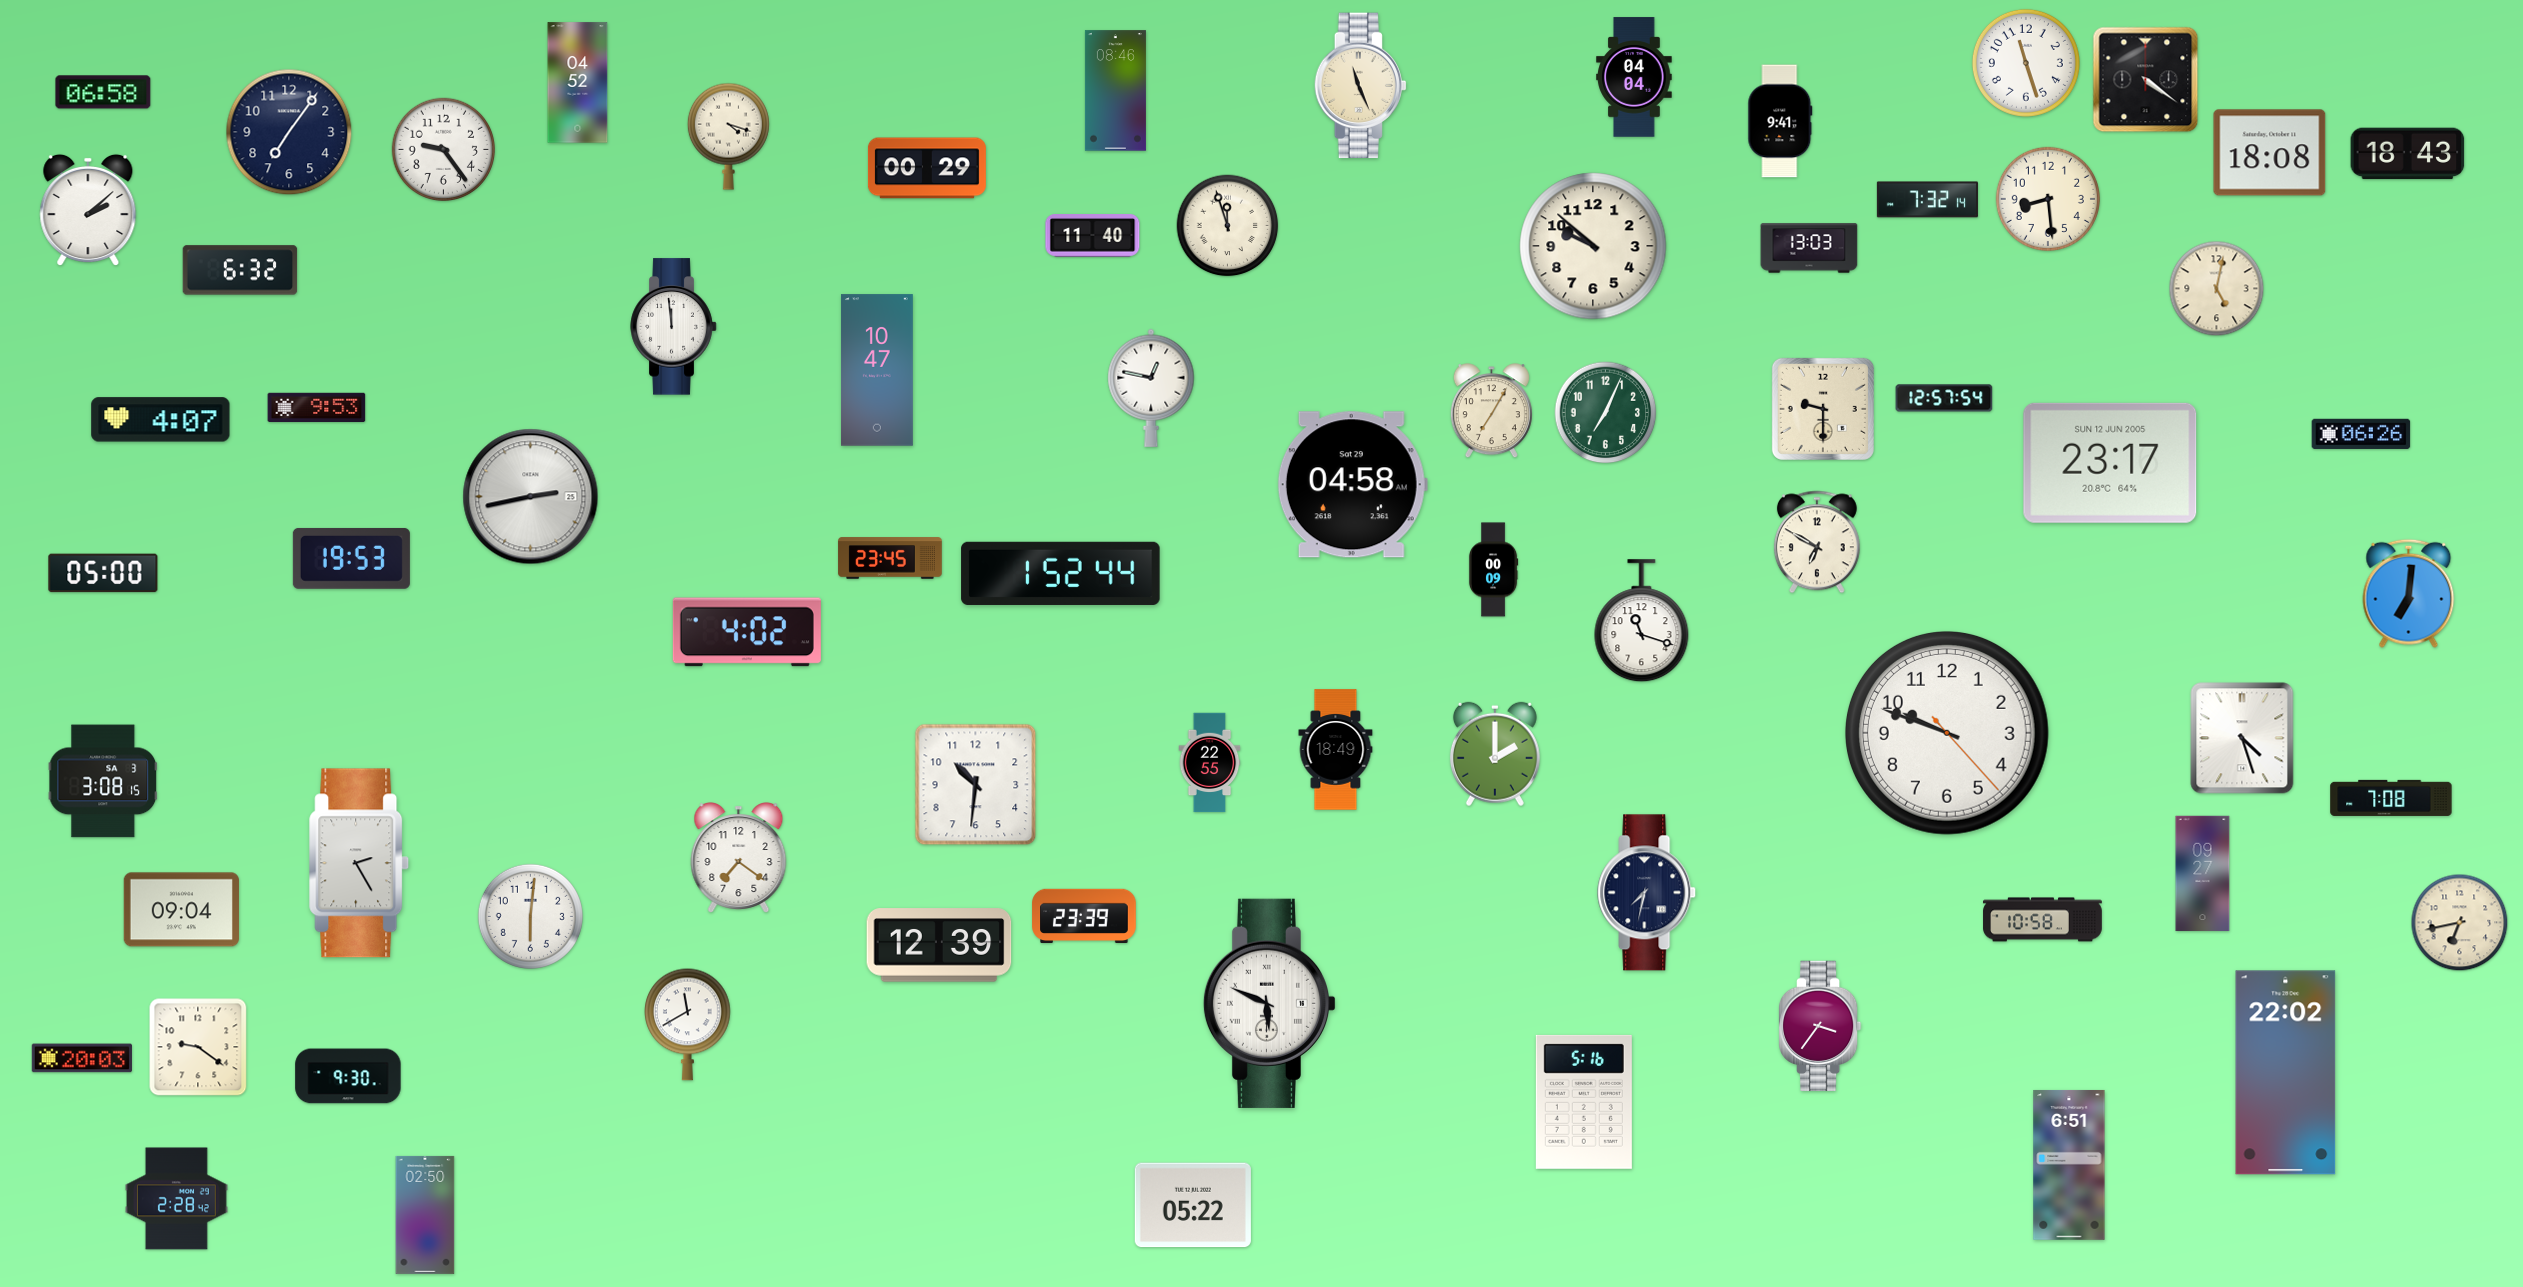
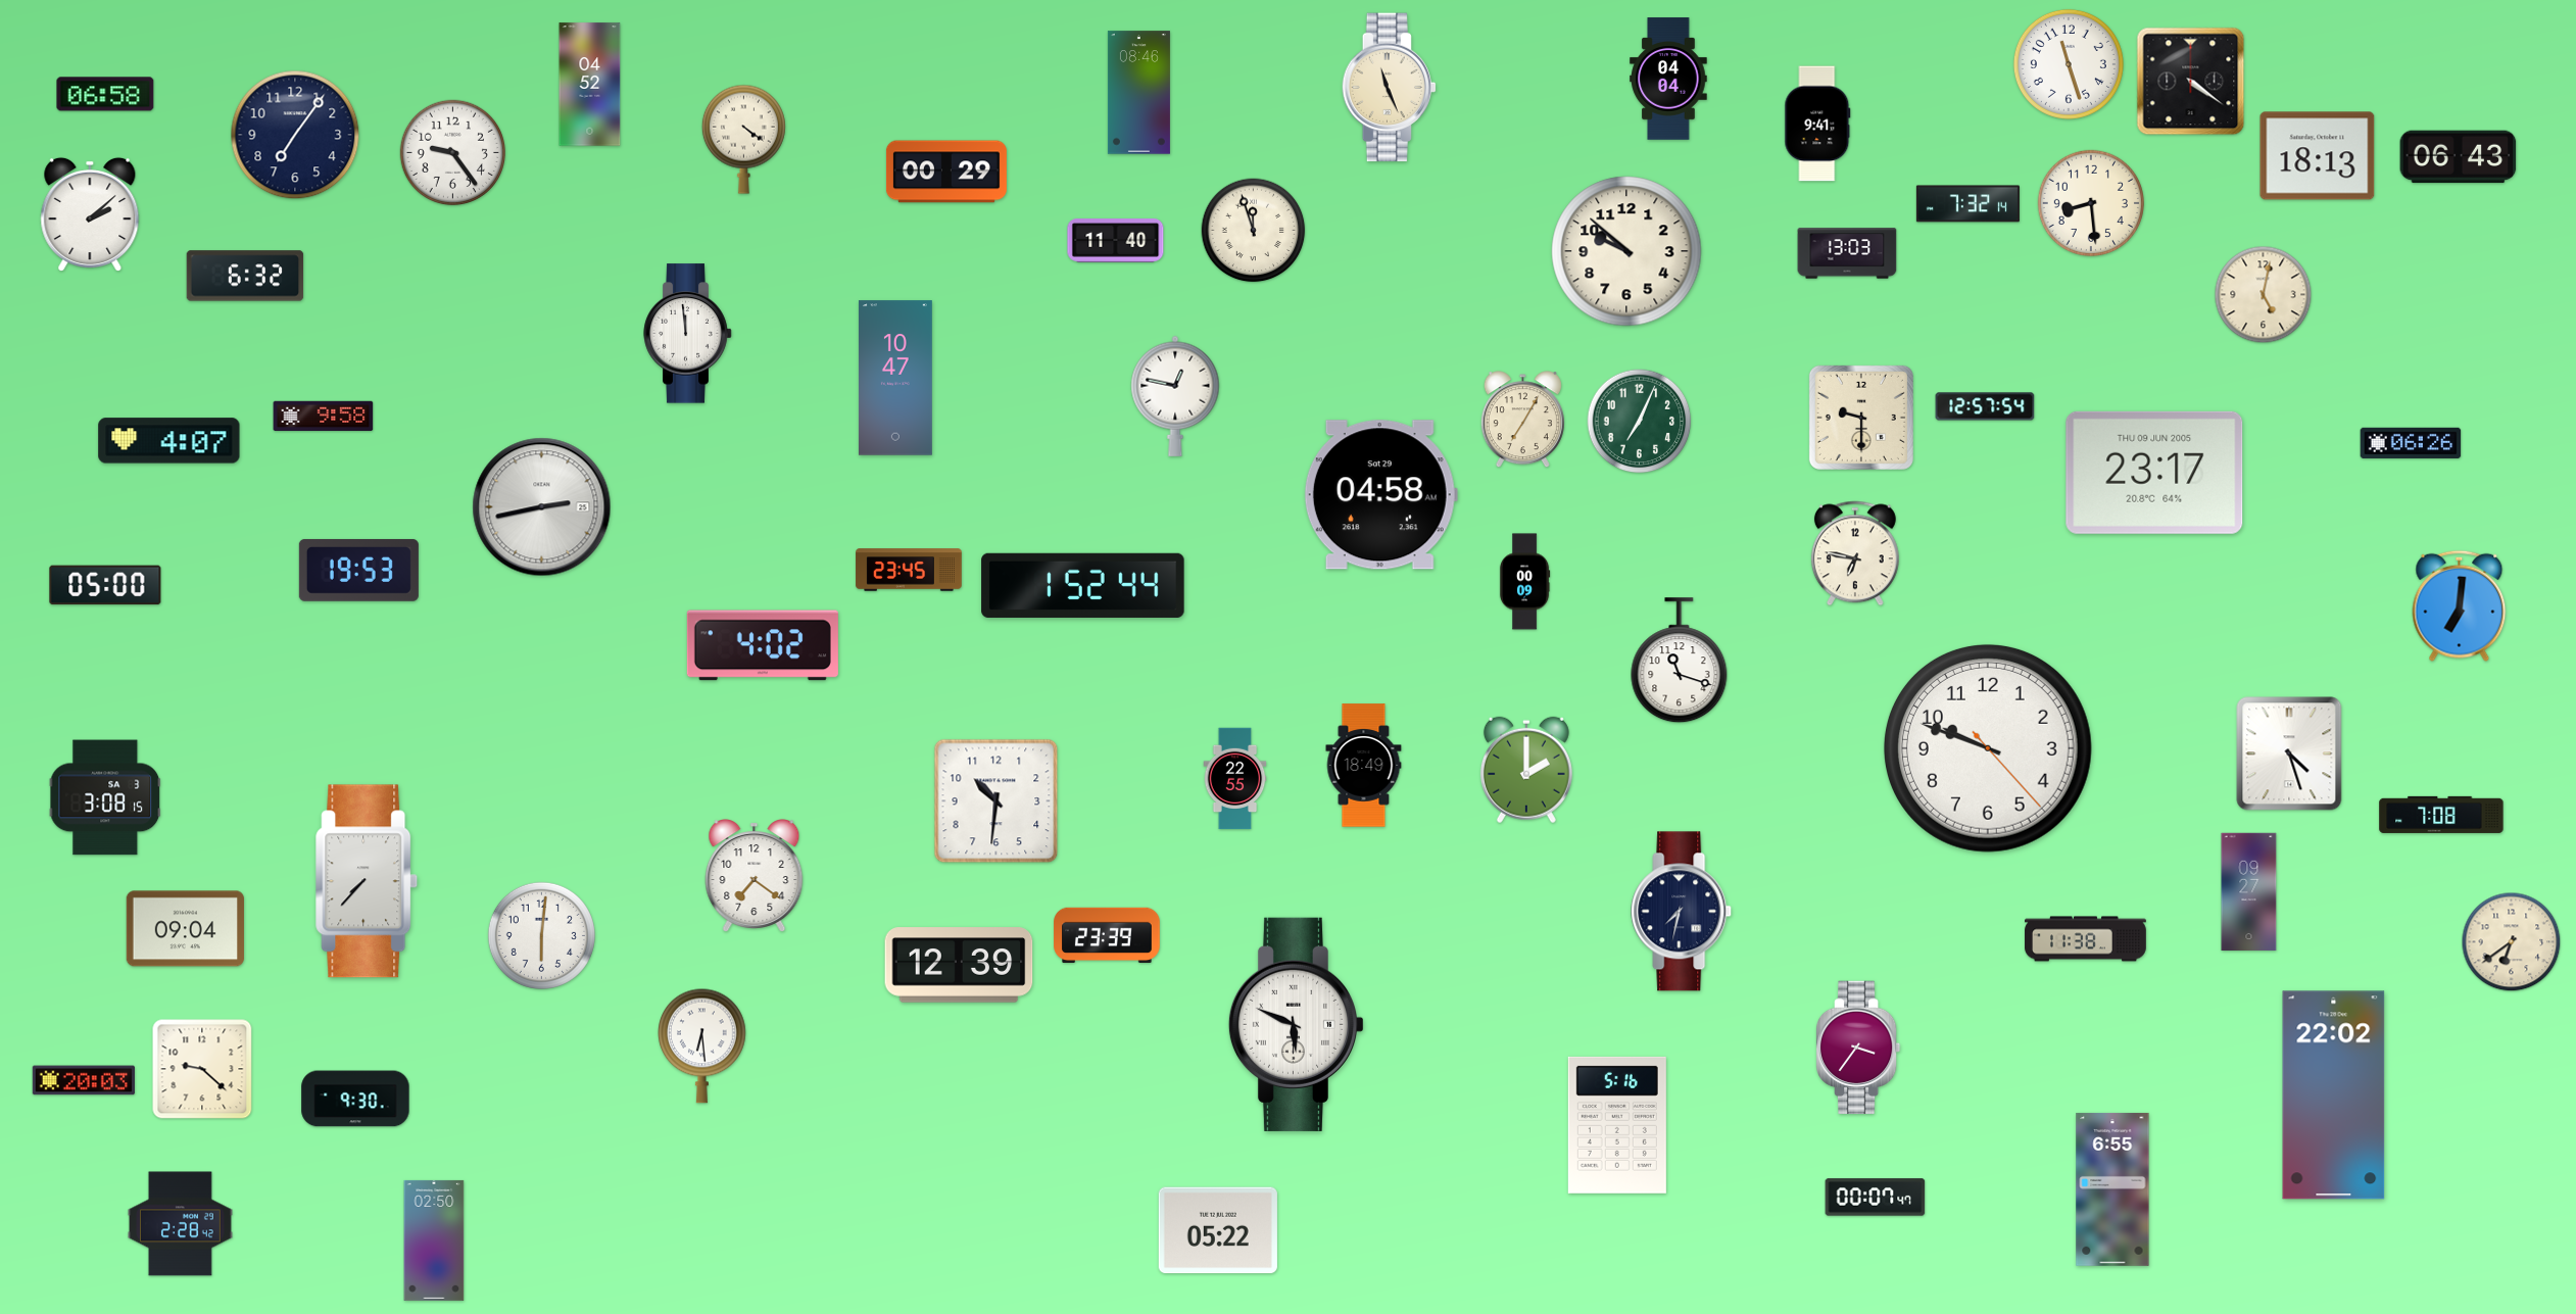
clock at (728, 136): 4:18 -> 4:21
clock at (2270, 153): 18:08 -> 18:13
clock at (2408, 154): 18:43 -> 06:43
clock at (317, 408): 9:53 -> 9:58
clock at (161, 420) position: (161, 420) -> (169, 441)
clock at (2110, 463) date: SUN 12 JUN 2005 -> THU 09 JUN 2005
clock at (1817, 542): 6:50 -> 6:47
clock at (1642, 621) position: (1642, 621) -> (1680, 661)
clock at (359, 863): 2:25 -> 7:37
clock at (2043, 920): 10:58 -> 11:38
clock at (2460, 923): 6:43 -> 6:39
clock at (688, 1024): 11:40 -> 6:29
clock at (198, 1047): 9:21 -> 9:22
clock at (2069, 1165): 6:51 -> 6:55
clock at (1876, 1198): none -> 00:07
